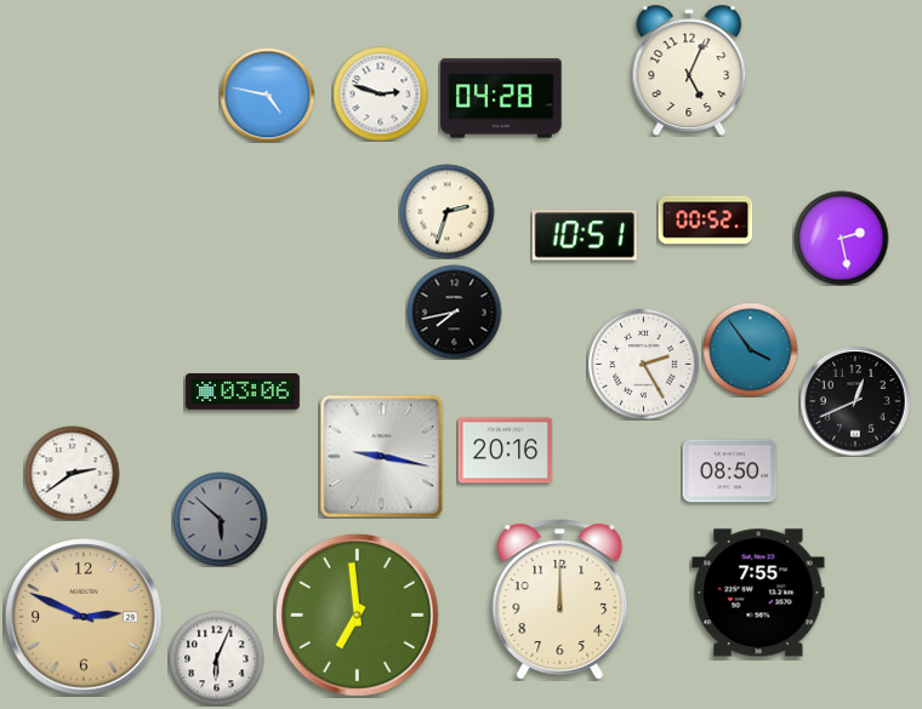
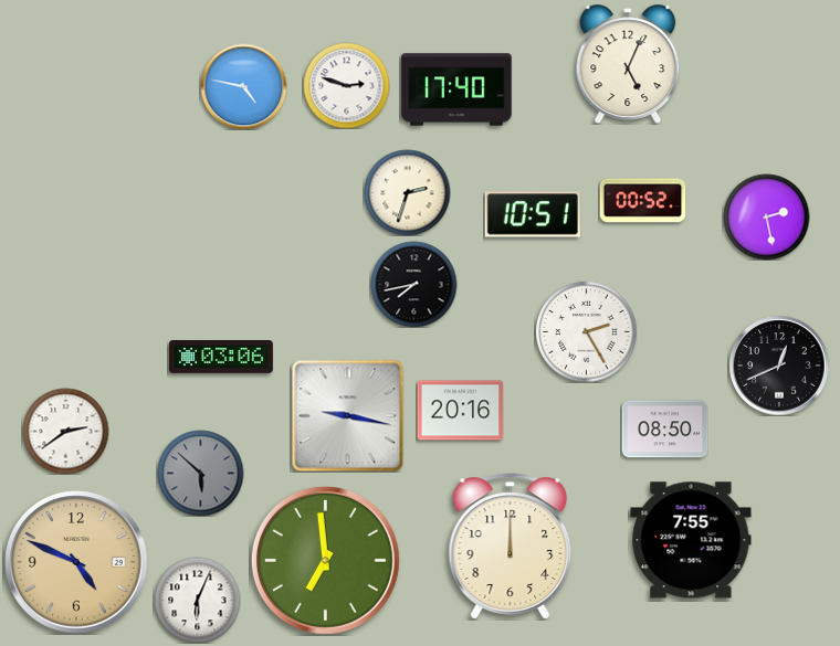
clock at (501, 98): 04:28 -> 17:40
clock at (750, 349): 3:54 -> none
clock at (84, 617): 2:49 -> 4:49
